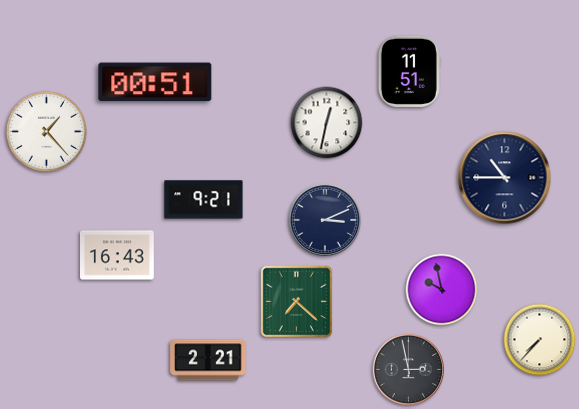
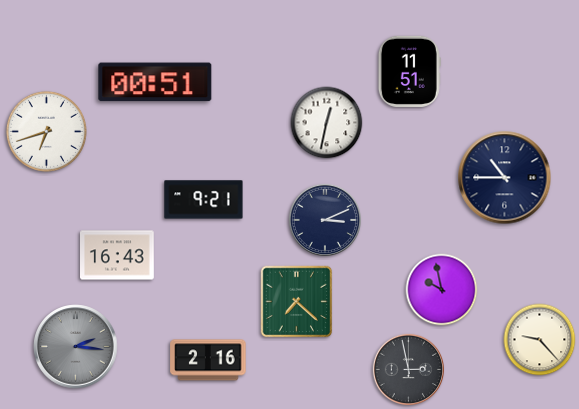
clock at (46, 131): 1:23 -> 6:42
clock at (540, 340): 7:37 -> 9:23
clock at (76, 347): none -> 2:16
clock at (208, 360): 2:21 -> 2:16
